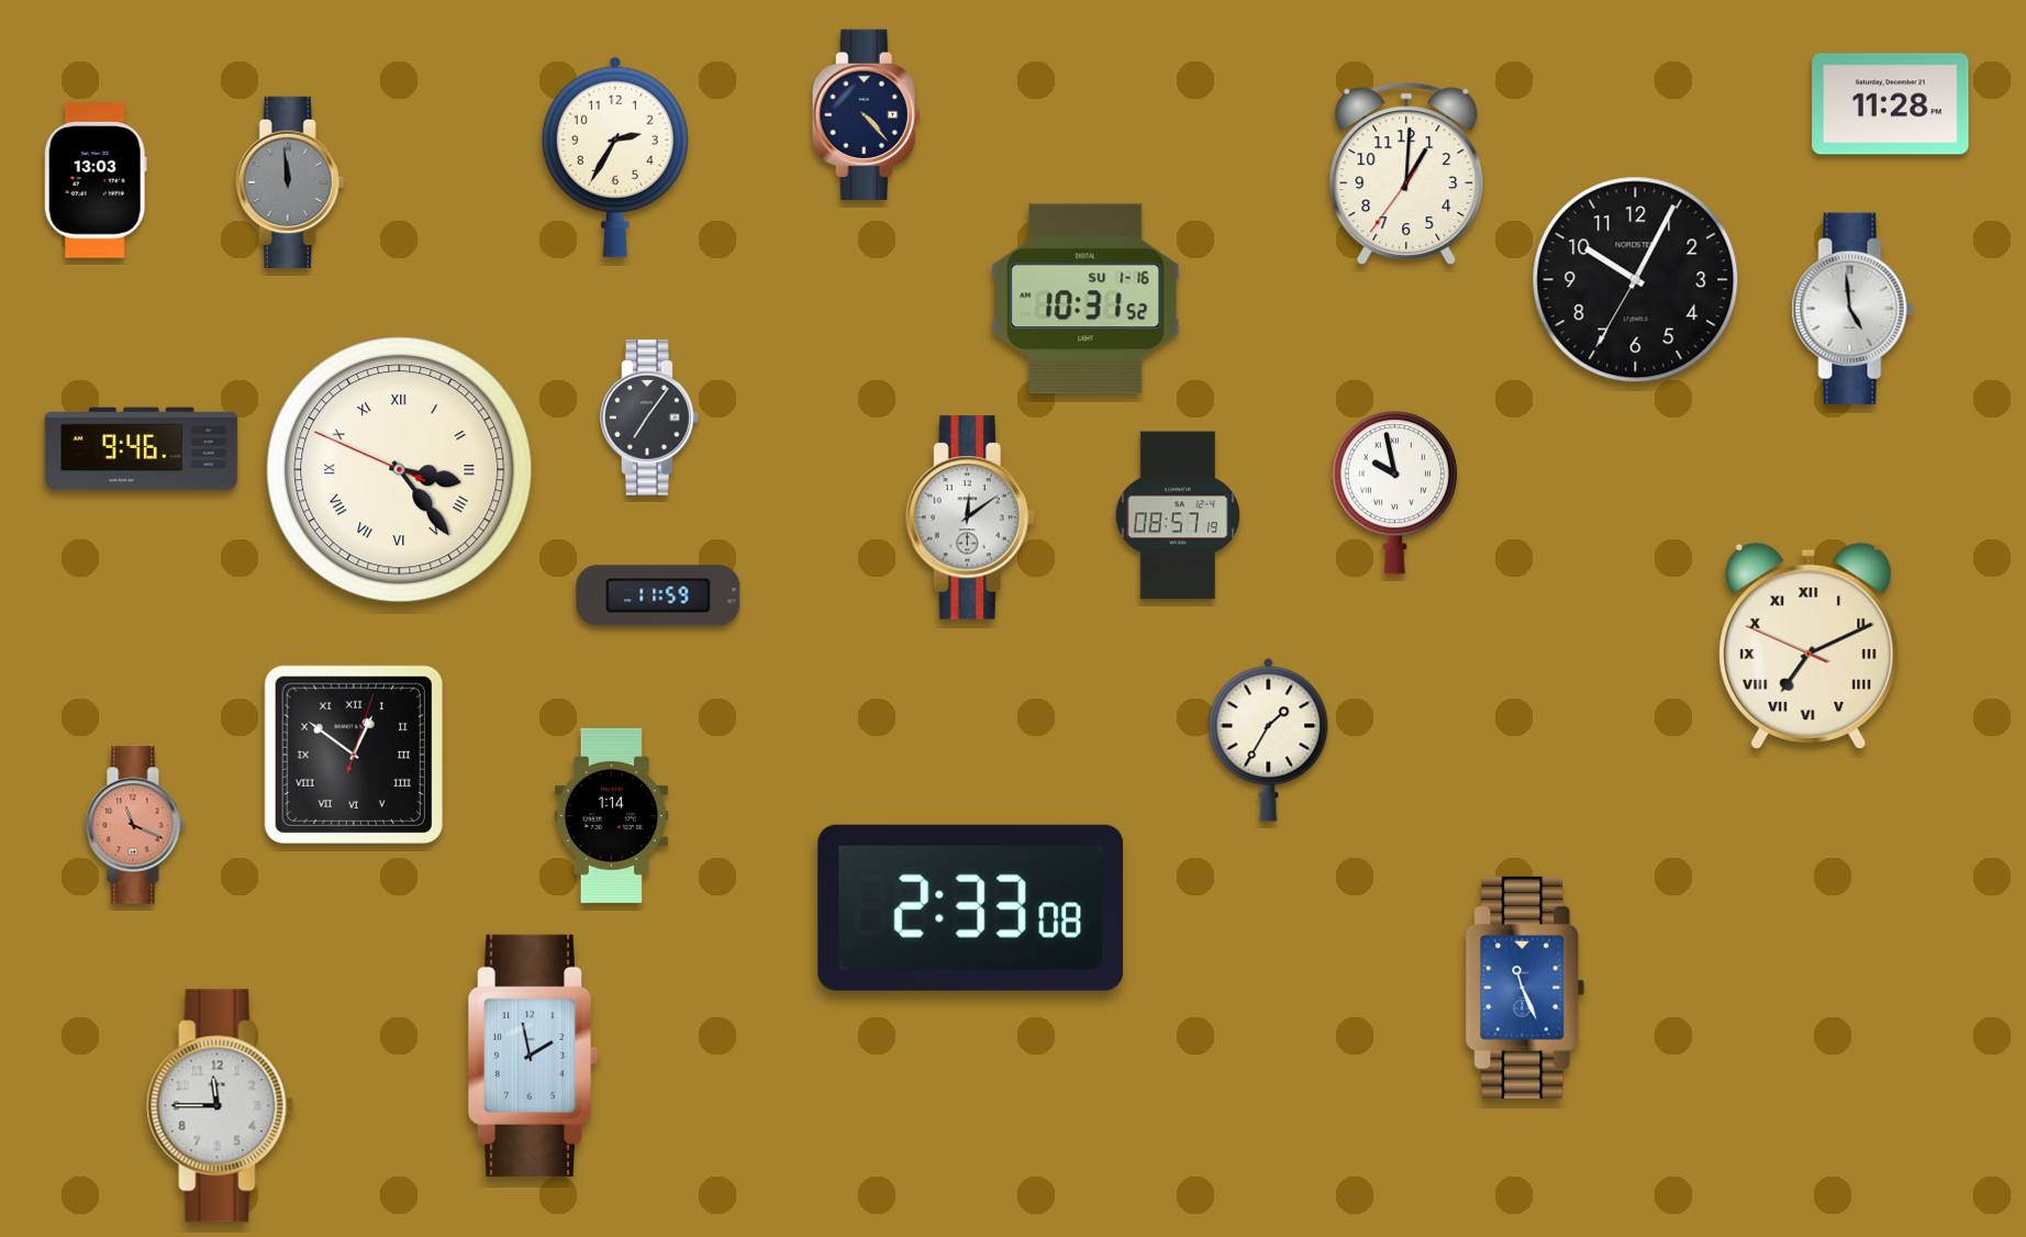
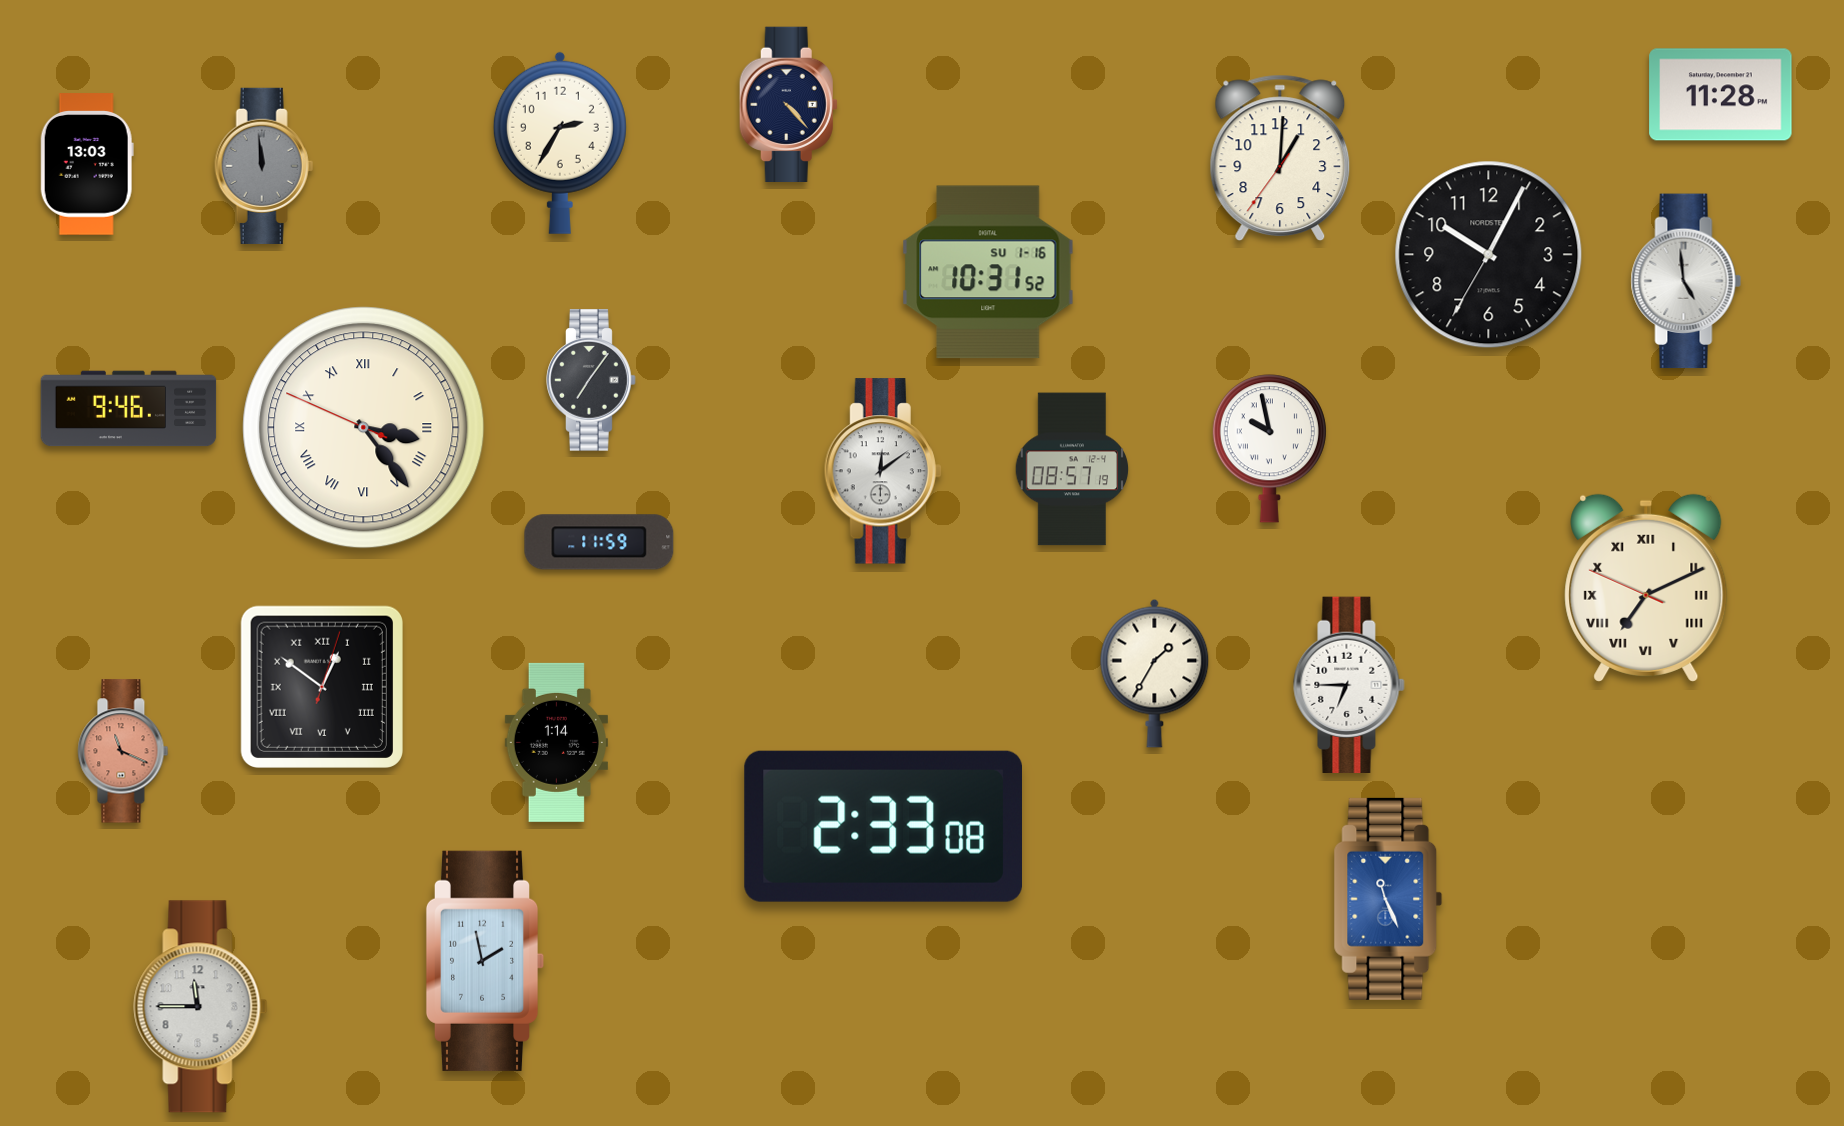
clock at (1349, 684): none -> 6:45
